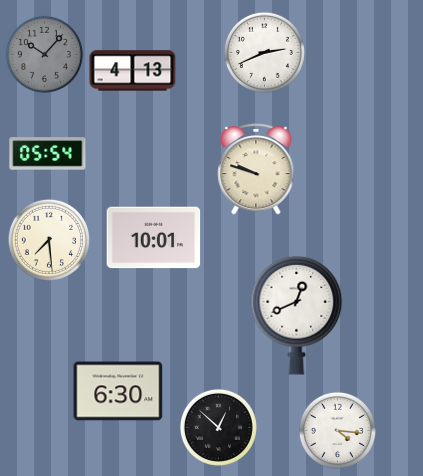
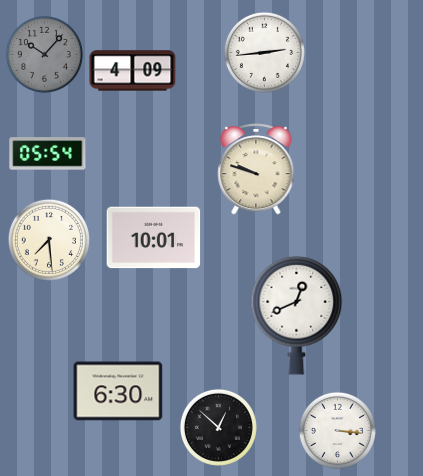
clock at (264, 52): 2:41 -> 2:44
clock at (133, 71): 4:13 -> 4:09
clock at (337, 430): 4:16 -> 3:16
